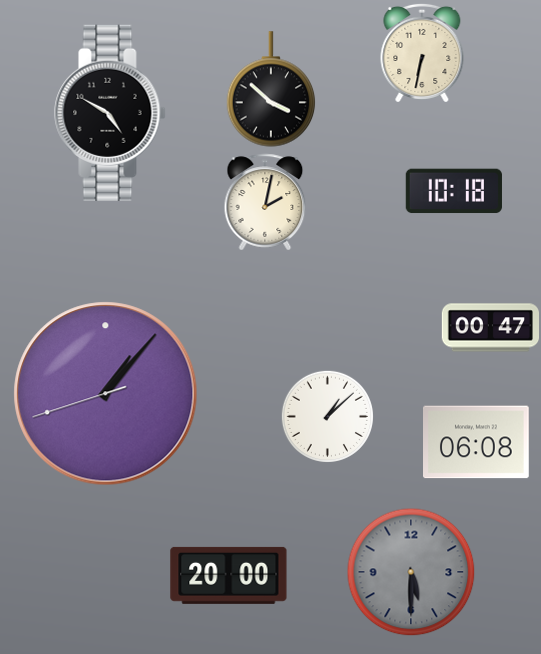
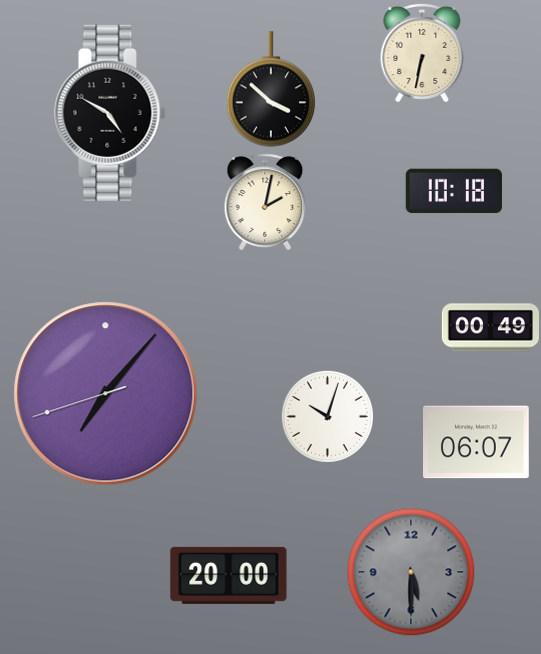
clock at (490, 328): 00:47 -> 00:49
clock at (106, 394): 1:06 -> 7:06
clock at (327, 416): 1:08 -> 10:03
clock at (477, 442): 06:08 -> 06:07
